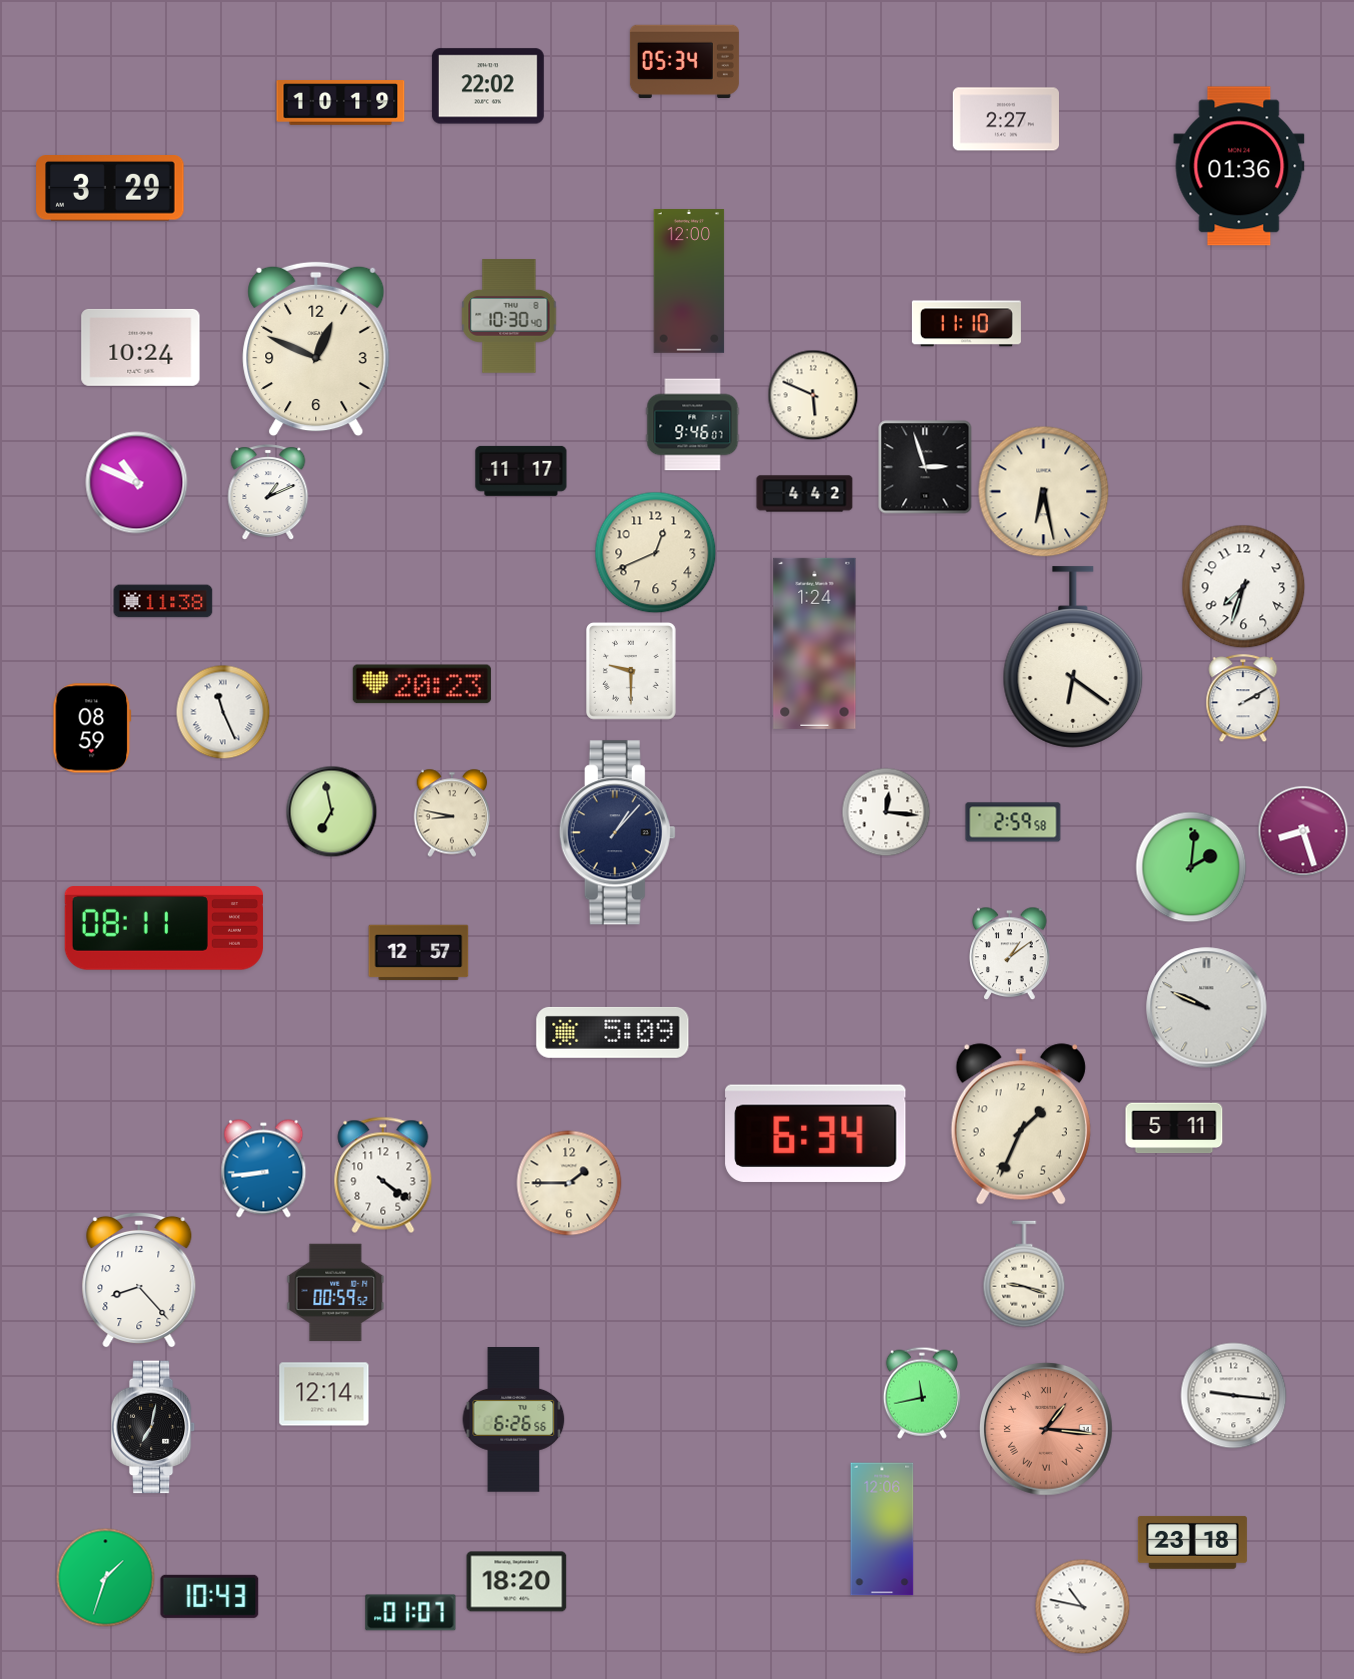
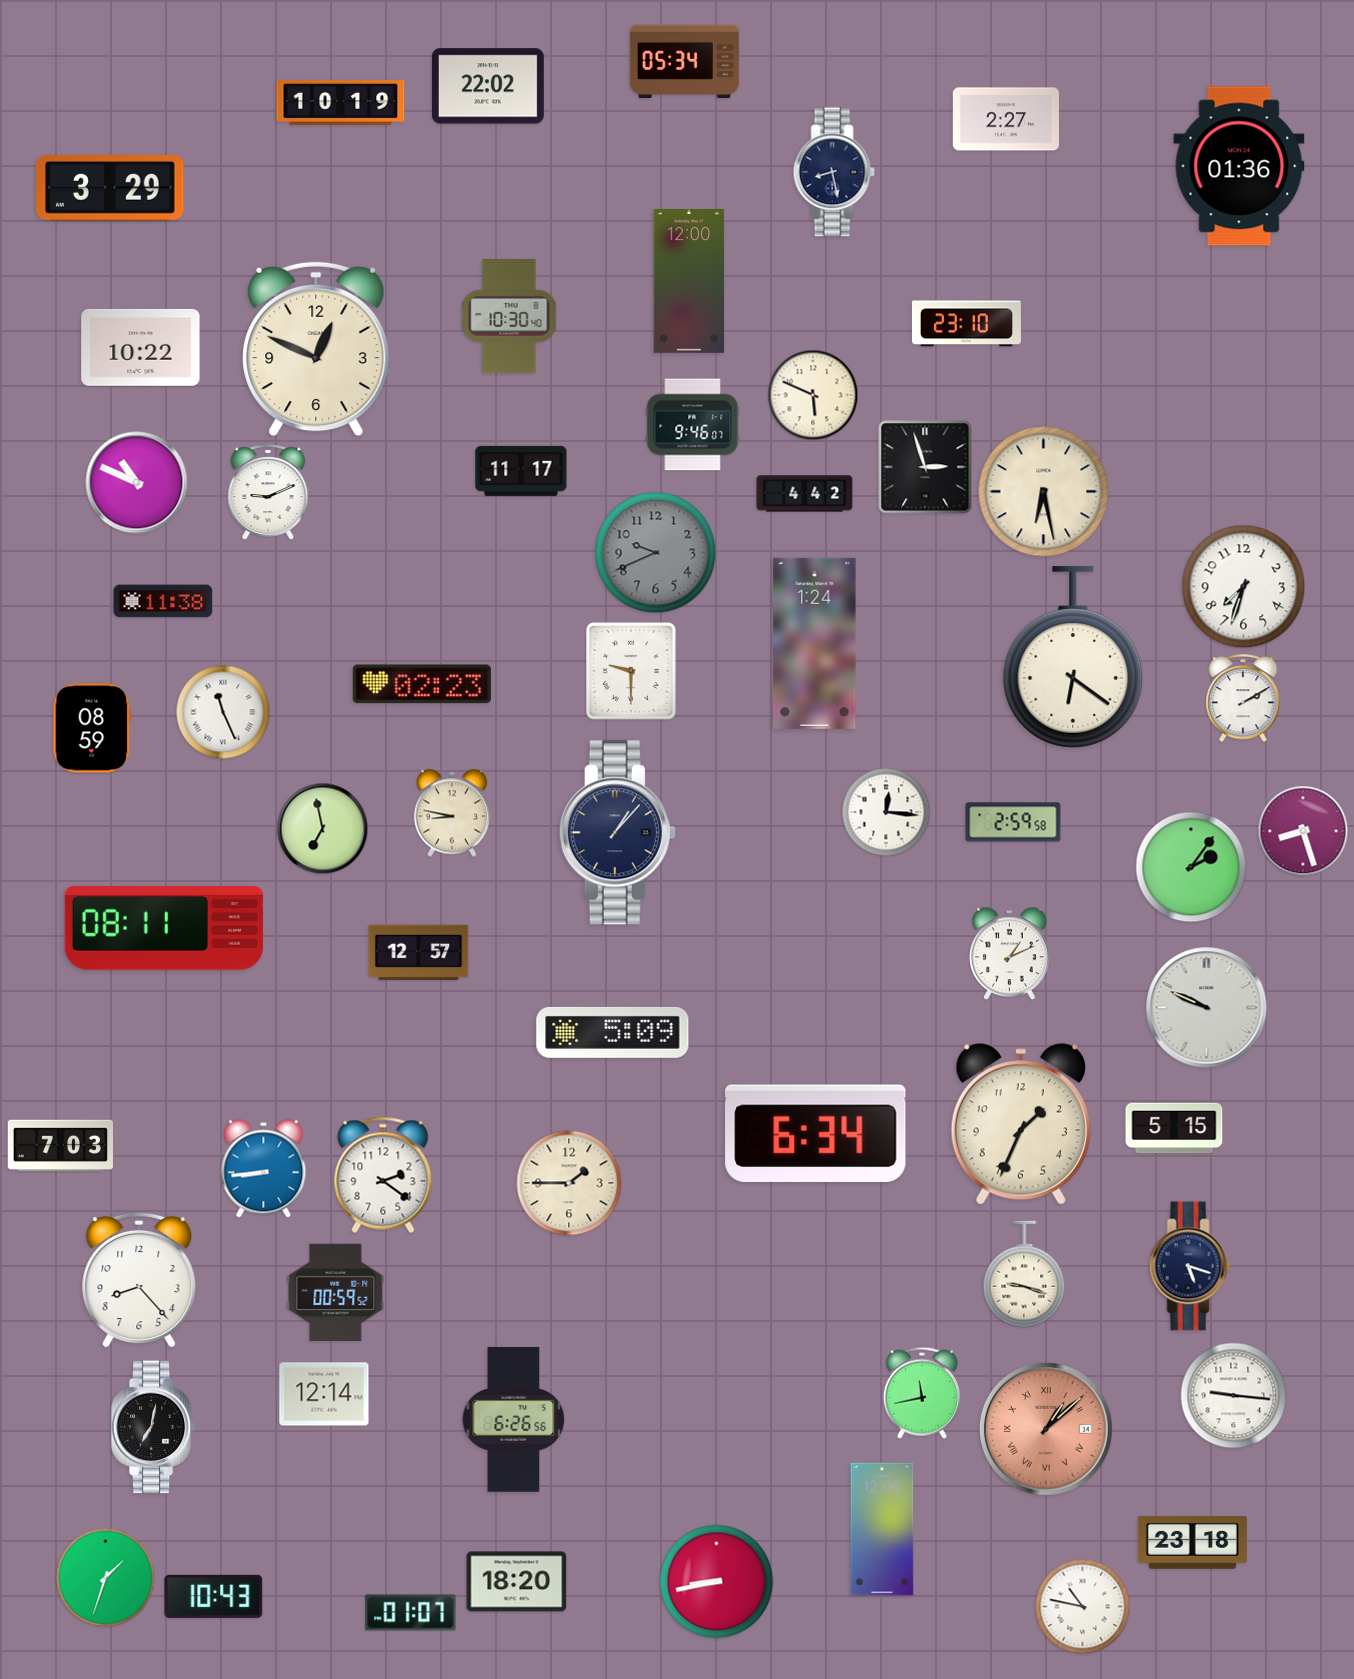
clock at (834, 172): none -> 8:28
clock at (966, 324): 11:10 -> 23:10
clock at (141, 347): 10:24 -> 10:22
clock at (268, 492): 1:11 -> 9:11
clock at (656, 553): 12:41 -> 9:41
clock at (656, 553) dial: cream -> grey
clock at (422, 684): 20:23 -> 02:23
clock at (332, 812) position: (332, 812) -> (323, 829)
clock at (1191, 867): 2:01 -> 2:06
clock at (1010, 954): 1:09 -> 1:11
clock at (1174, 1128): 5:11 -> 5:15
clock at (60, 1145): none -> 7:03
clock at (383, 1175): 4:21 -> 2:21
clock at (1190, 1266): none -> 5:18
clock at (1047, 1430): 1:16 -> 1:08
clock at (717, 1582): none -> 8:43
clock at (210, 1596) position: (210, 1596) -> (214, 1596)
